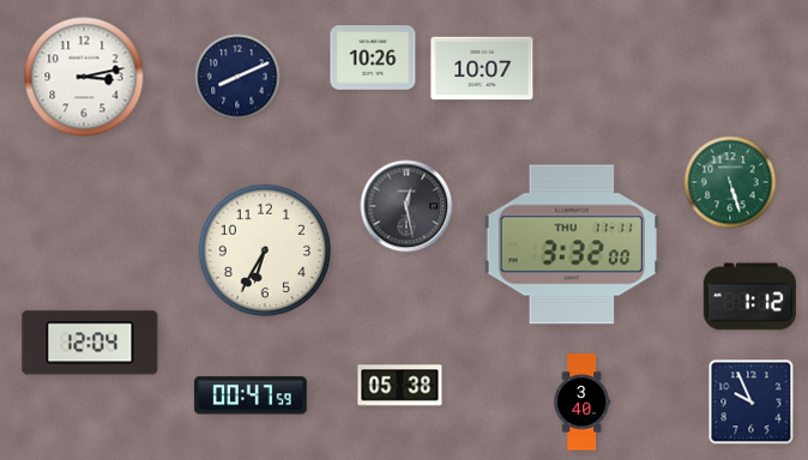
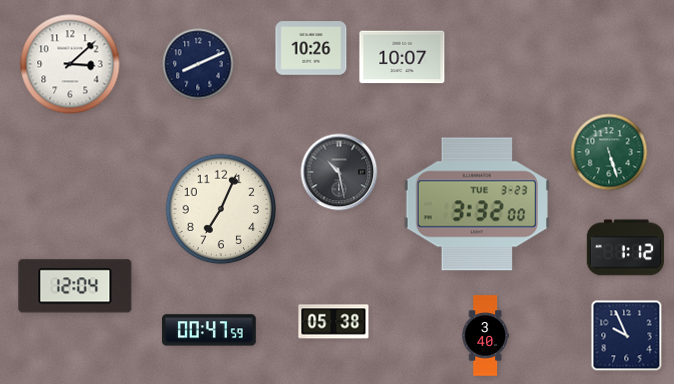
clock at (84, 77): 3:13 -> 3:08
clock at (406, 206): 12:28 -> 10:28
clock at (572, 244) date: THU 11-11 -> TUE 3-23
clock at (265, 250): 6:35 -> 7:04
